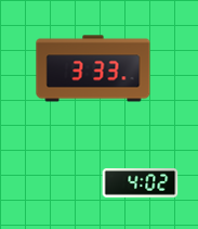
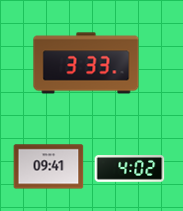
clock at (49, 167): none -> 09:41
